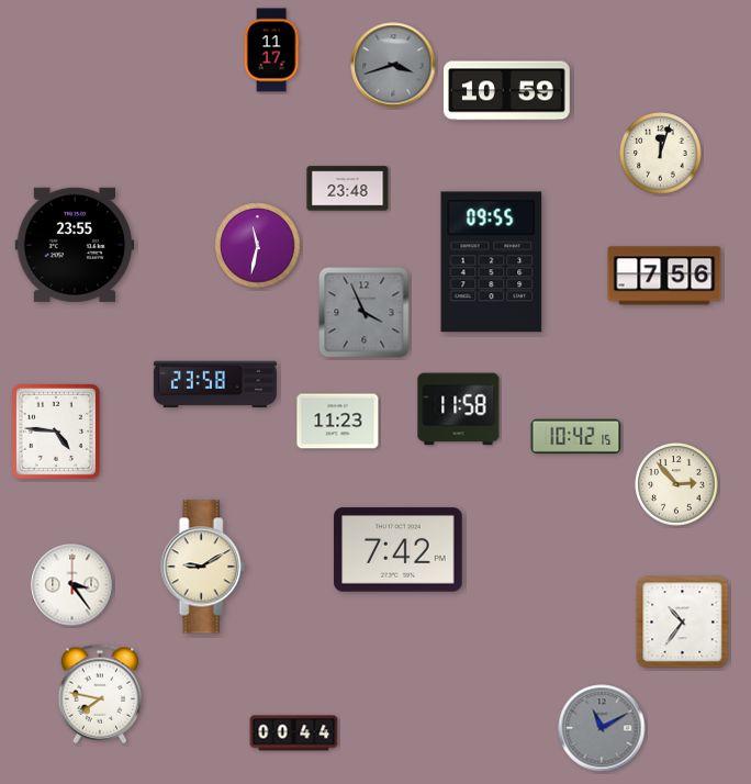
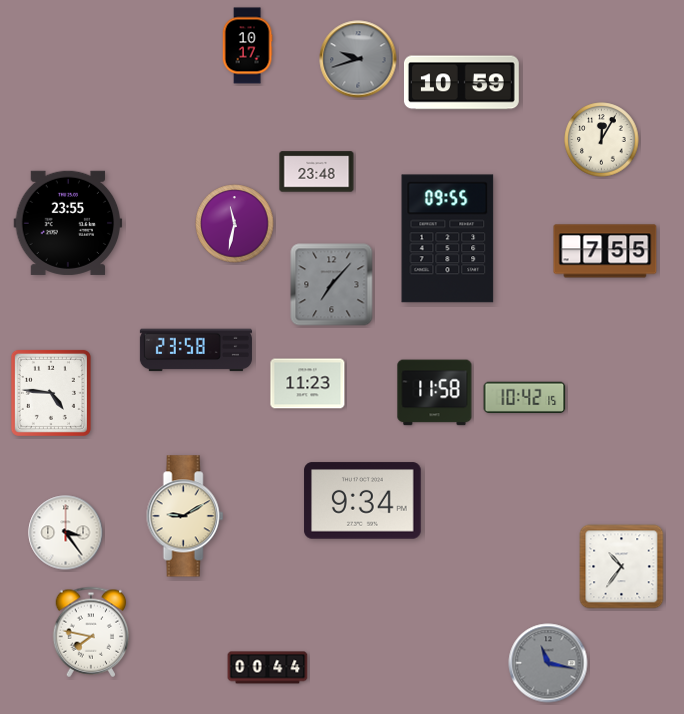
clock at (271, 51): 11:17 -> 10:17
clock at (393, 65): 3:42 -> 9:42
clock at (661, 154): 12:03 -> 12:05
clock at (664, 276): 7:56 -> 7:55
clock at (365, 313): 3:56 -> 7:07
clock at (459, 410) position: (459, 410) -> (435, 393)
clock at (676, 484): 2:53 -> none
clock at (399, 550): 7:42 -> 9:34
clock at (602, 728): 11:10 -> 11:17
